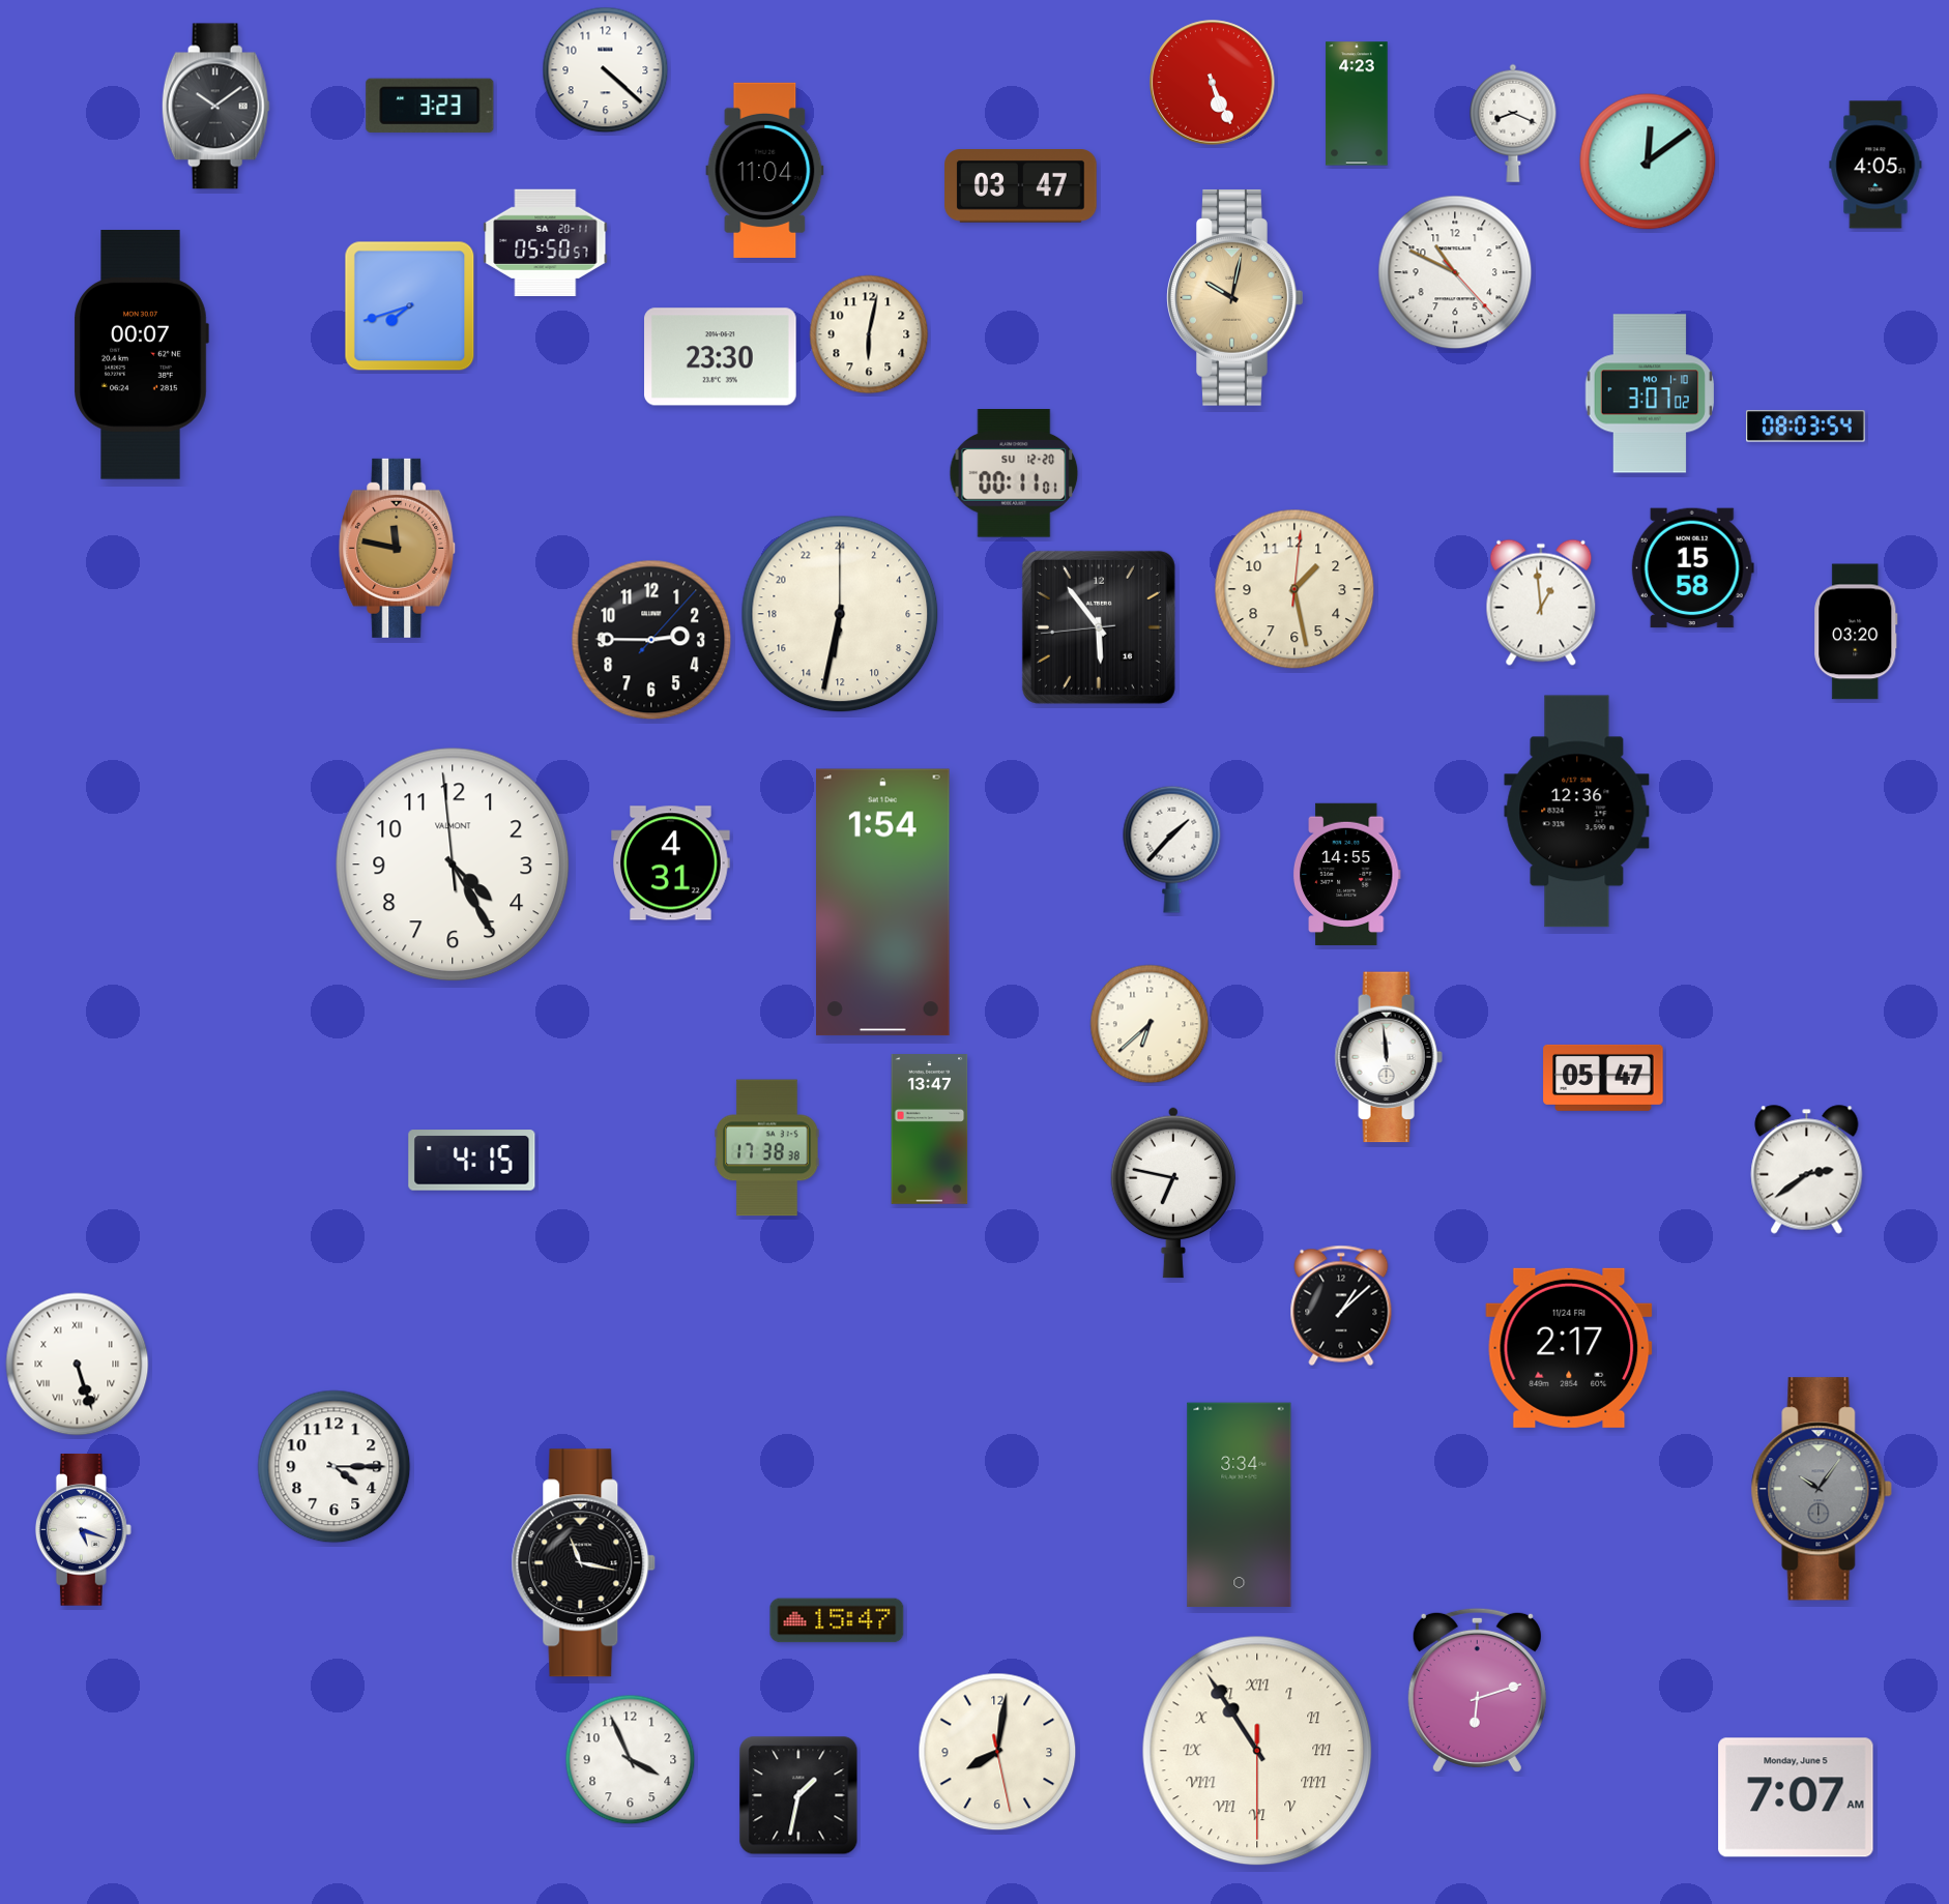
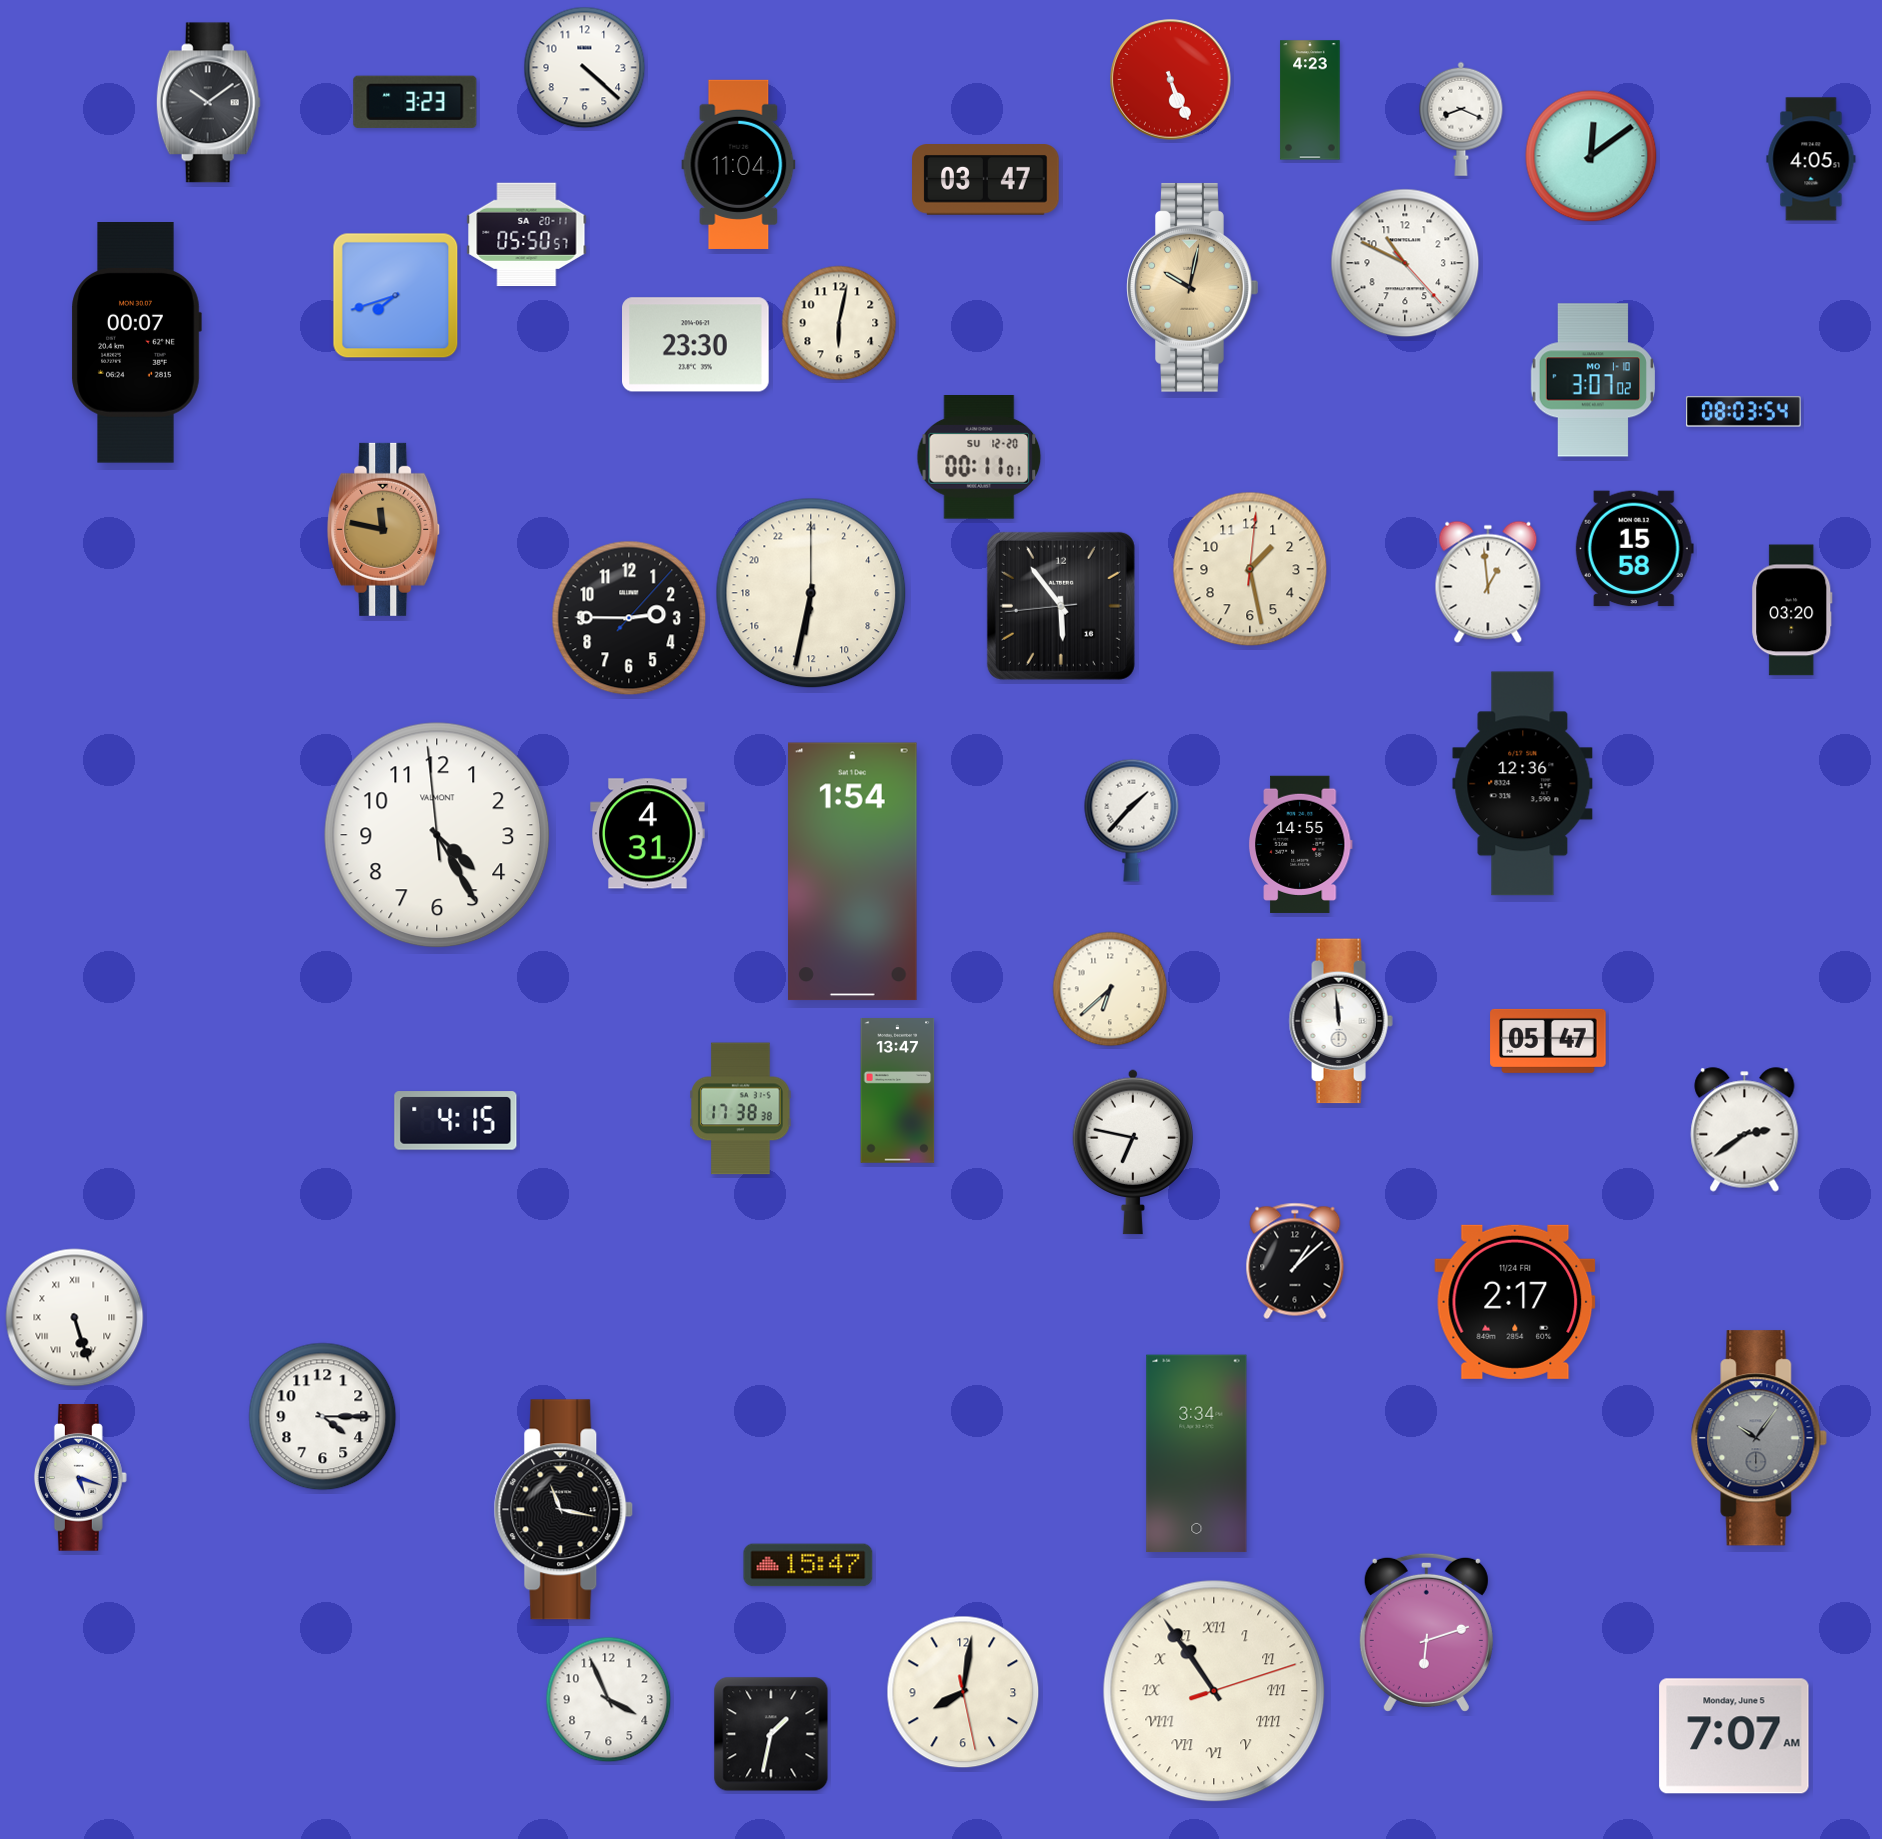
clock at (1257, 1751): 10:54:30 -> 10:54:12
